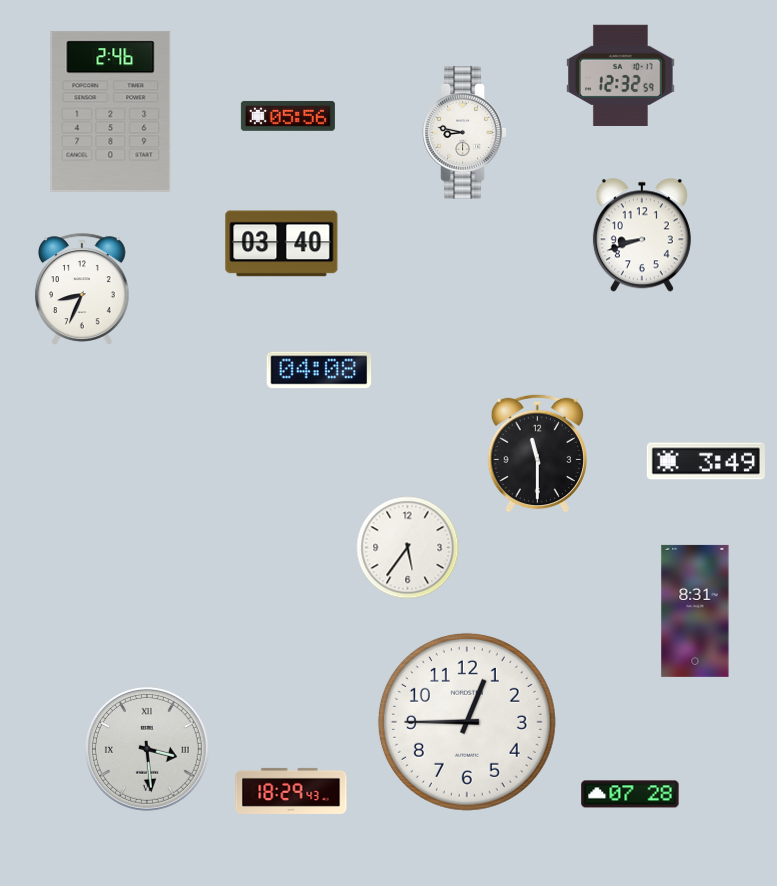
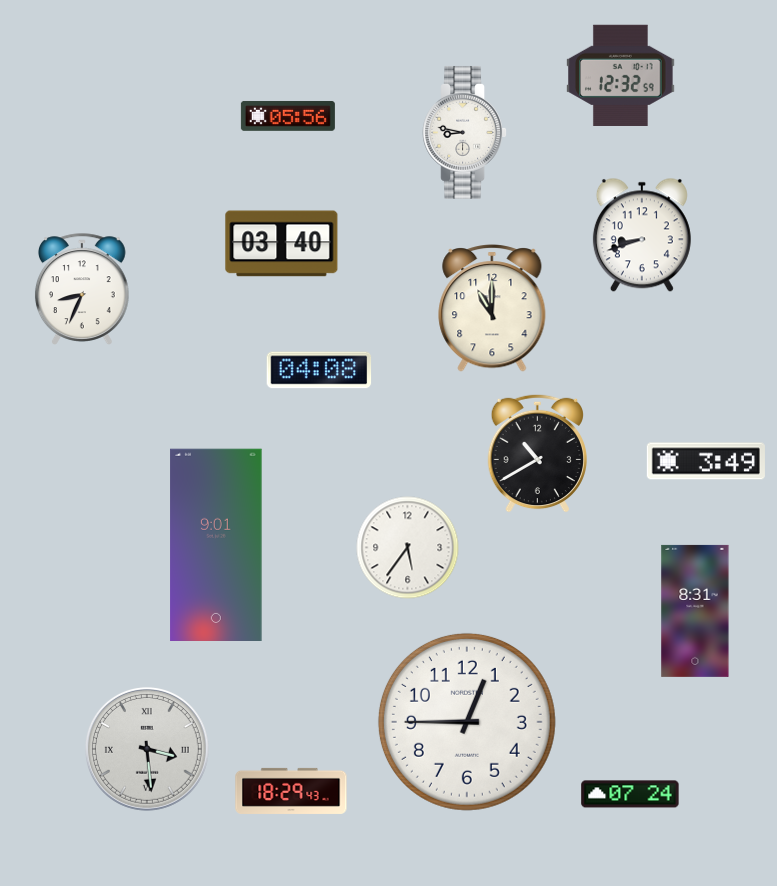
clock at (111, 112): 2:46 -> none
clock at (492, 308): none -> 11:00
clock at (537, 453): 11:30 -> 10:40
clock at (216, 544): none -> 9:01
clock at (630, 794): 07:28 -> 07:24
